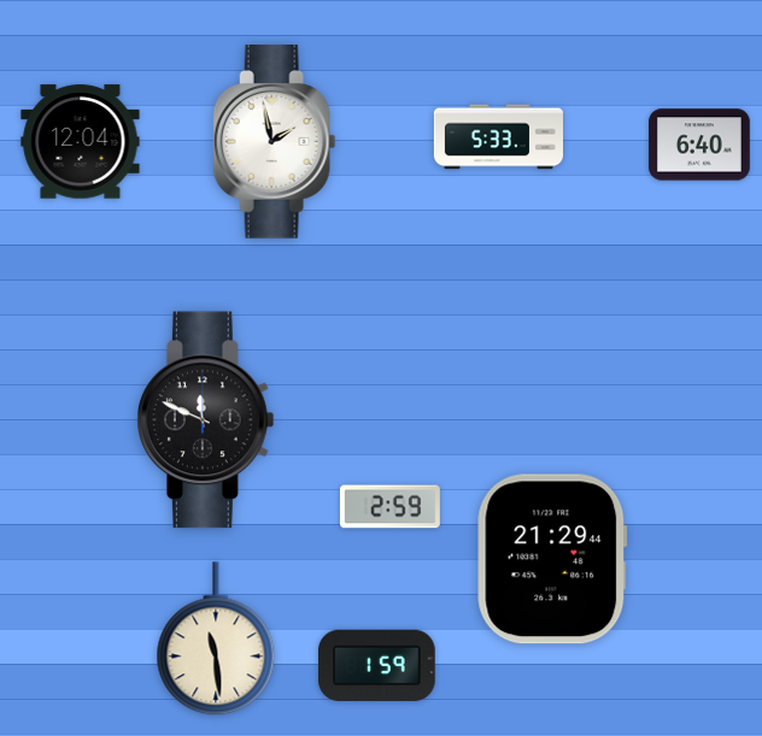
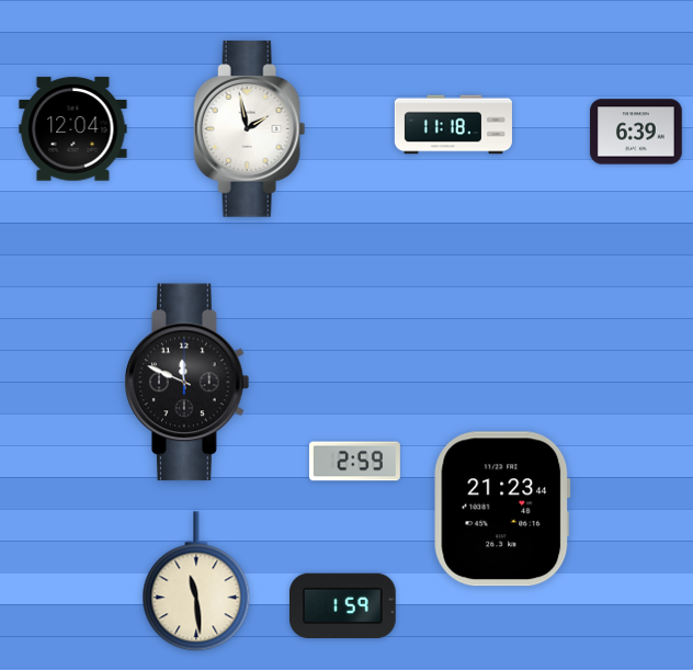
clock at (498, 137): 5:33 -> 11:18
clock at (699, 145): 6:40 -> 6:39
clock at (552, 559): 21:29 -> 21:23
